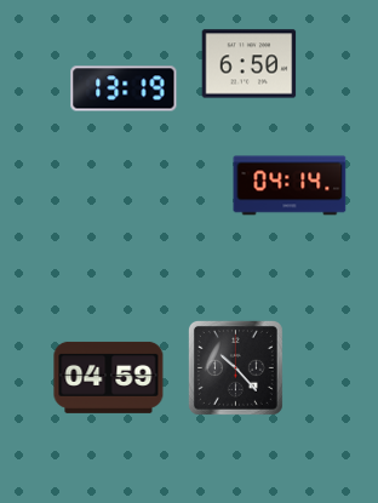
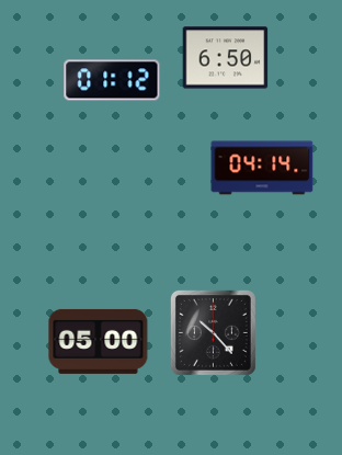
clock at (124, 88): 13:19 -> 01:12
clock at (109, 377): 04:59 -> 05:00
